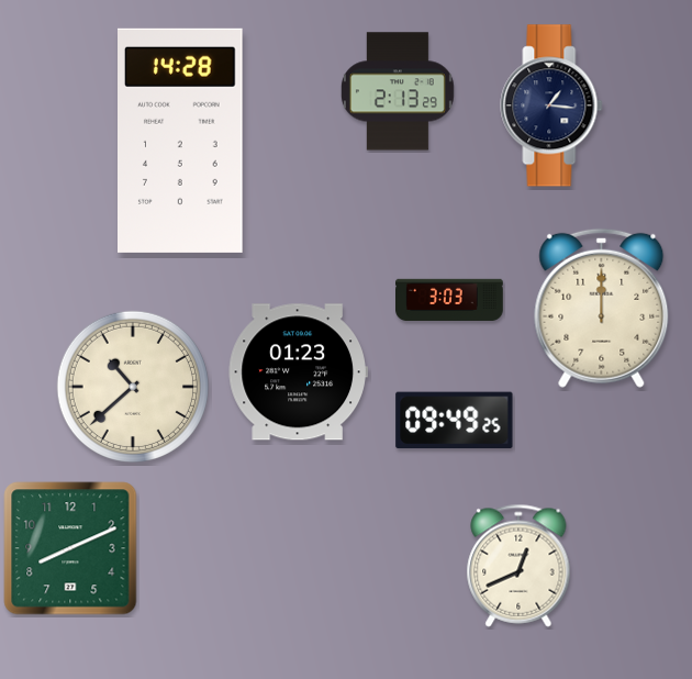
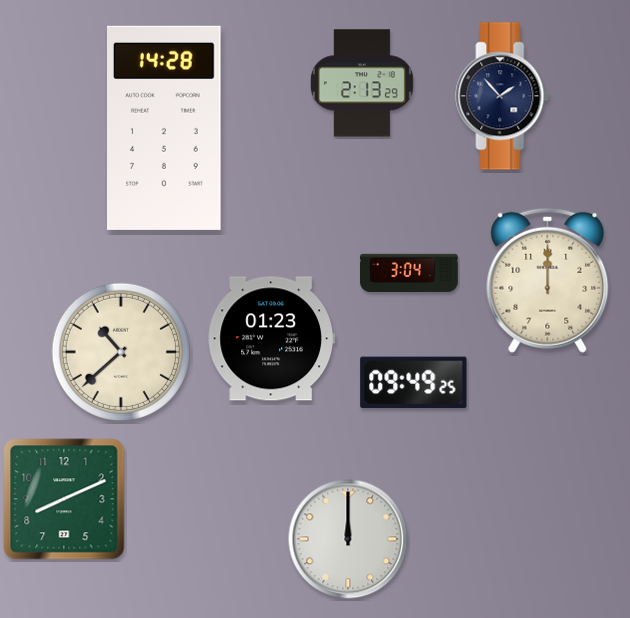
clock at (551, 105): 1:16 -> 1:53
clock at (450, 300): 3:03 -> 3:04
clock at (518, 566): 12:41 -> none
clock at (348, 539): none -> 12:00
